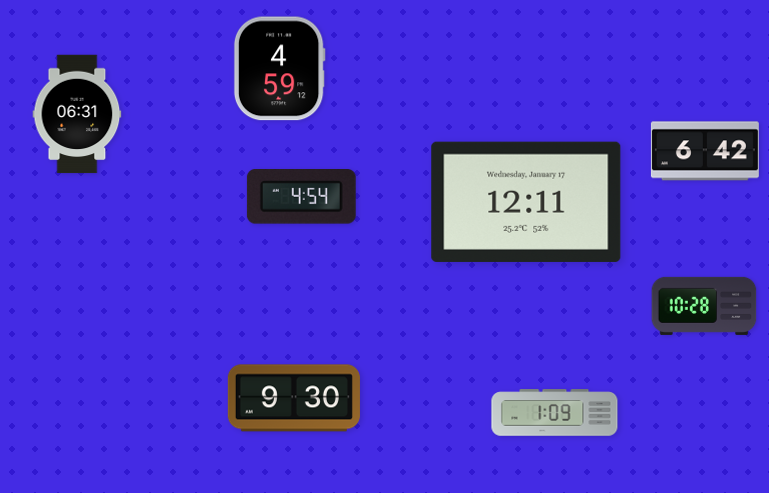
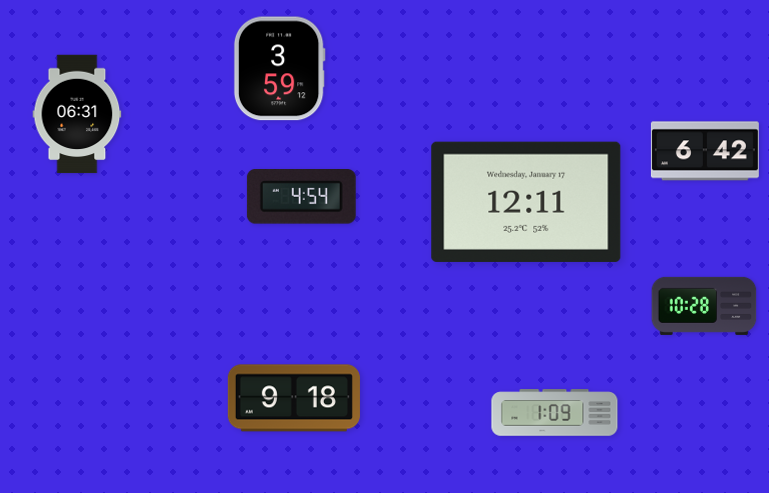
clock at (279, 69): 4:59 -> 3:59
clock at (294, 398): 9:30 -> 9:18
